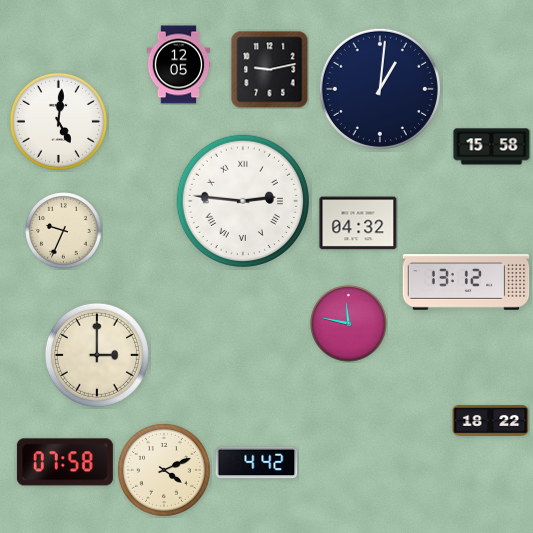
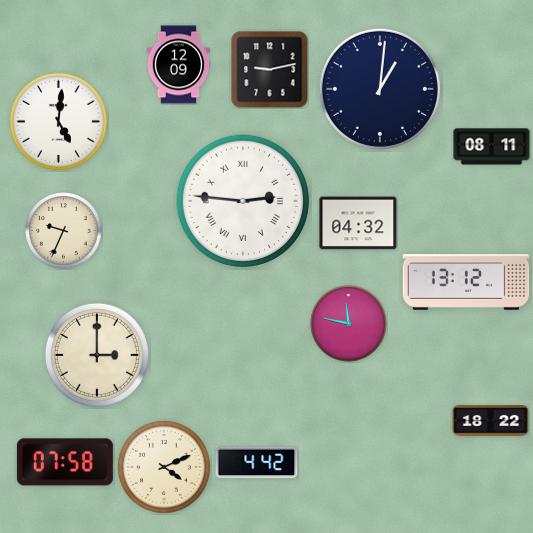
clock at (179, 65): 12:05 -> 12:09
clock at (492, 147): 15:58 -> 08:11
clock at (164, 470) position: (164, 470) -> (164, 467)
